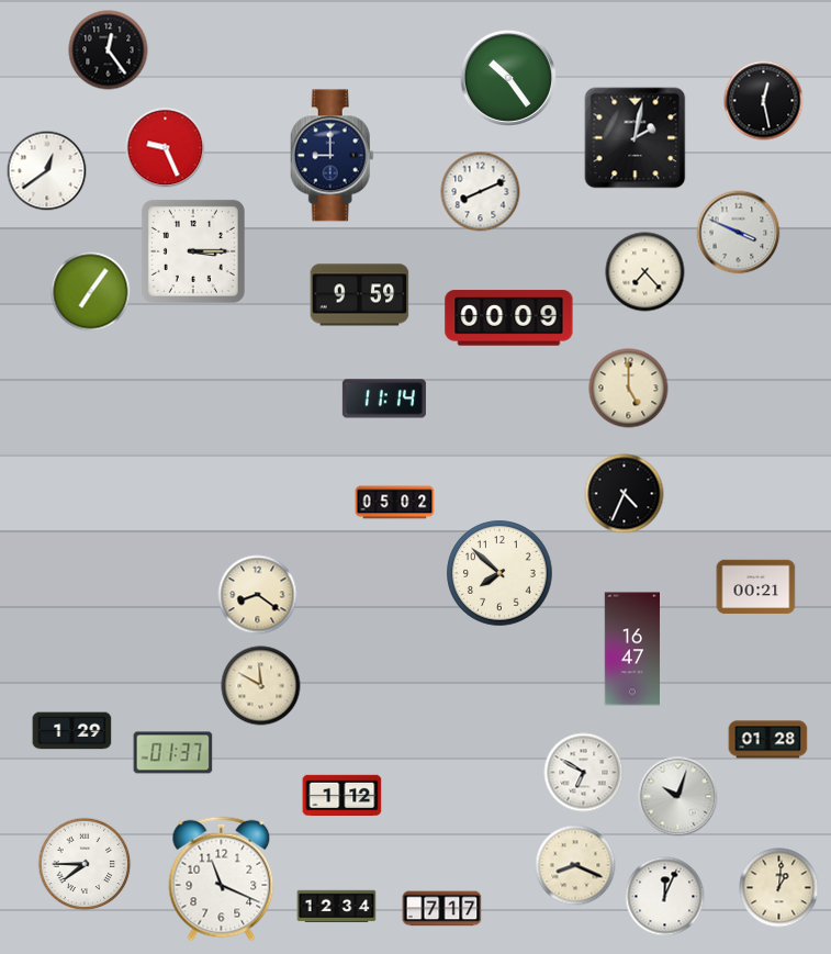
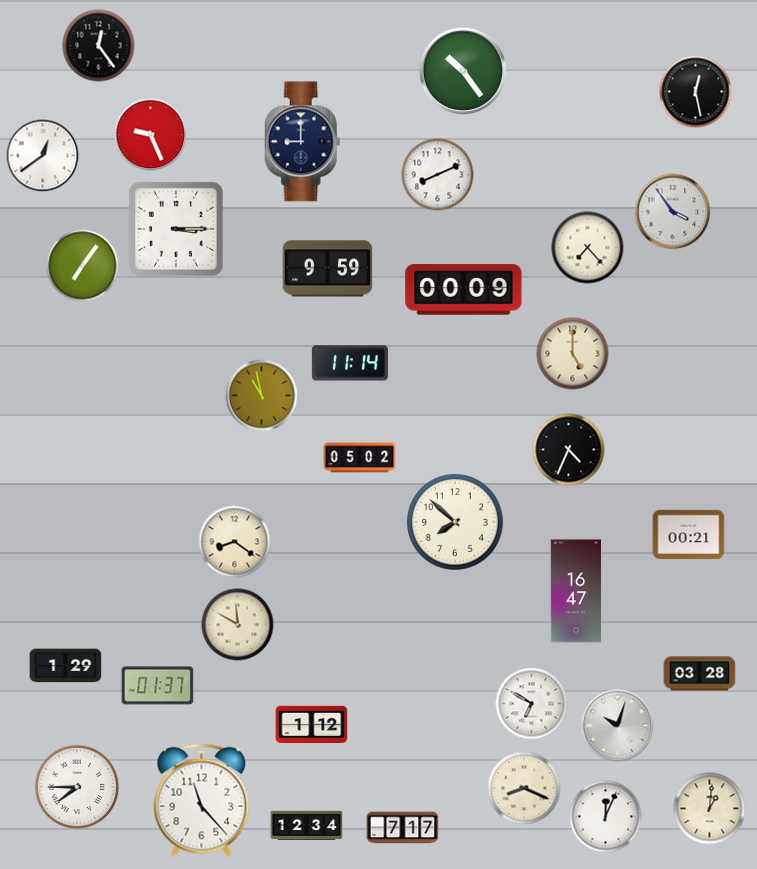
clock at (636, 138): 2:02 -> none
clock at (739, 233): 3:49 -> 3:54
clock at (262, 396): none -> 10:58
clock at (768, 740): 01:28 -> 03:28
clock at (222, 879): 11:19 -> 11:23
